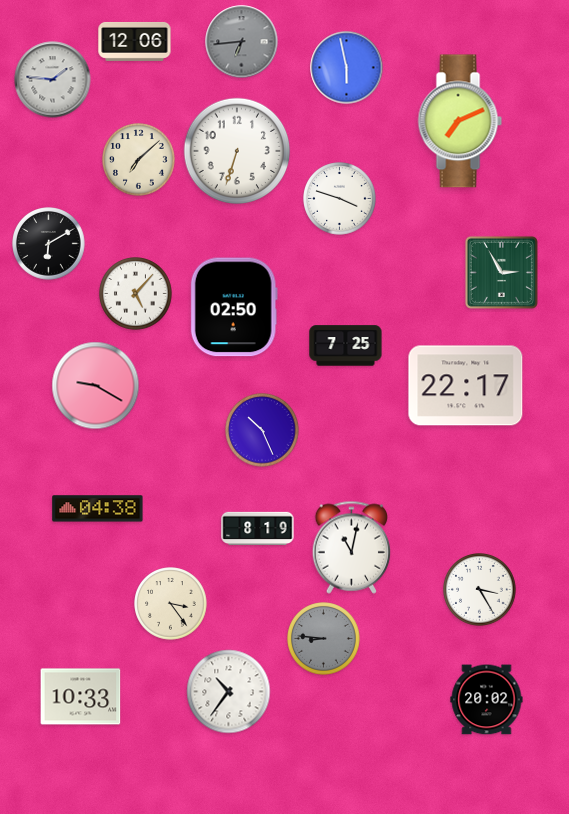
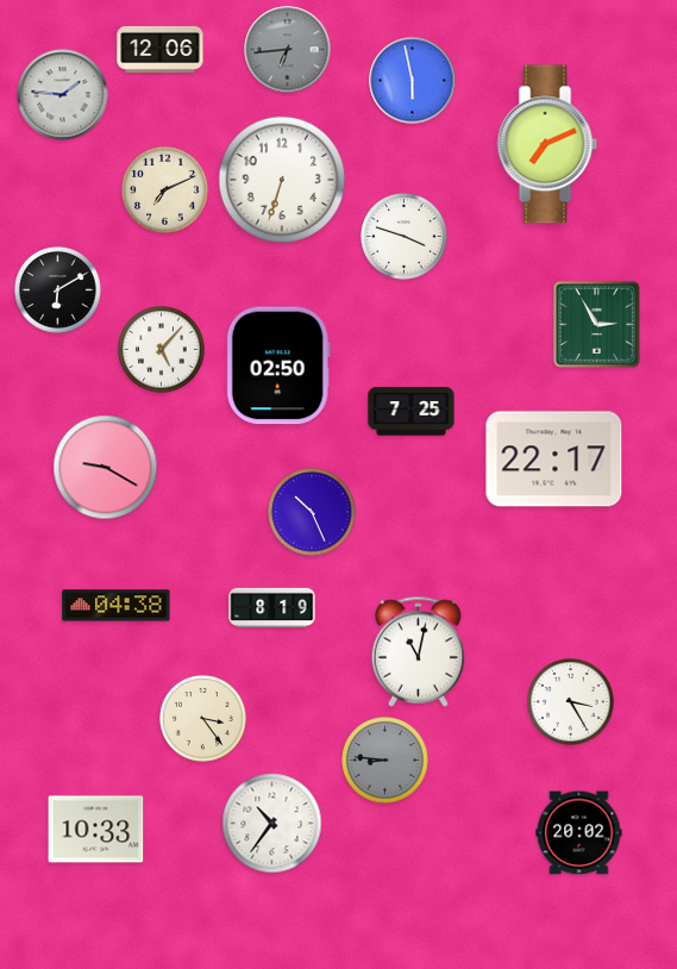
clock at (139, 160): 7:08 -> 7:11
clock at (96, 386) position: (96, 386) -> (106, 468)
clock at (258, 528) position: (258, 528) -> (272, 607)
